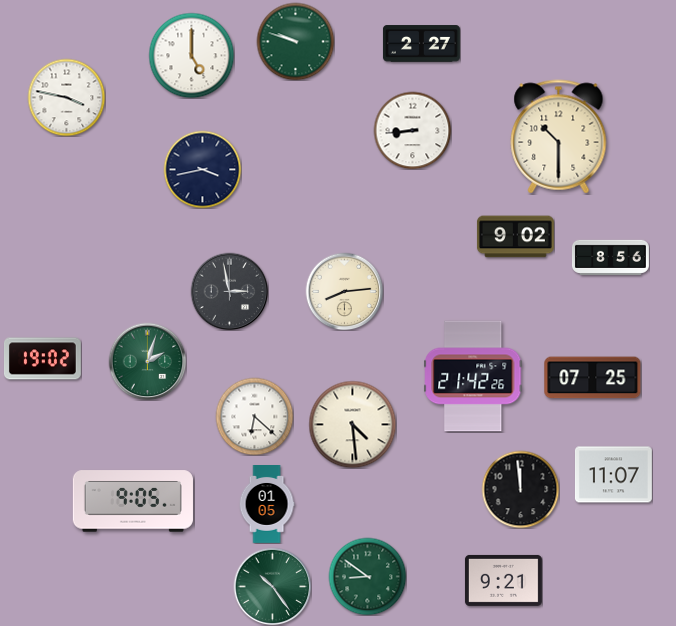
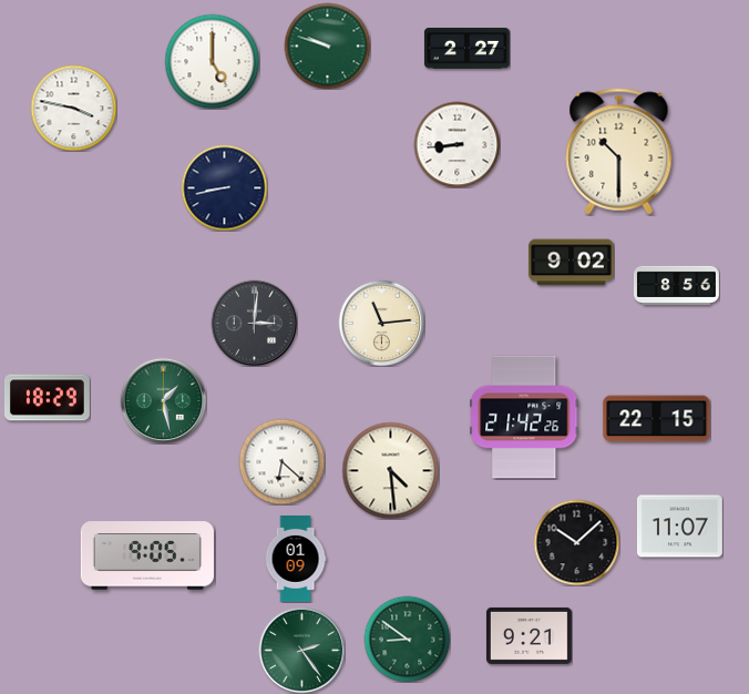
clock at (202, 169): 3:43 -> 8:43
clock at (229, 291): 2:58 -> 3:01
clock at (344, 291): 8:14 -> 11:14
clock at (42, 359): 19:02 -> 18:29
clock at (147, 361): 2:03 -> 1:28
clock at (593, 378): 07:25 -> 22:15
clock at (520, 489): 11:59 -> 10:08
clock at (267, 505): 01:05 -> 01:09
clock at (503, 580) position: (503, 580) -> (529, 635)
clock at (272, 586): 10:24 -> 2:24
